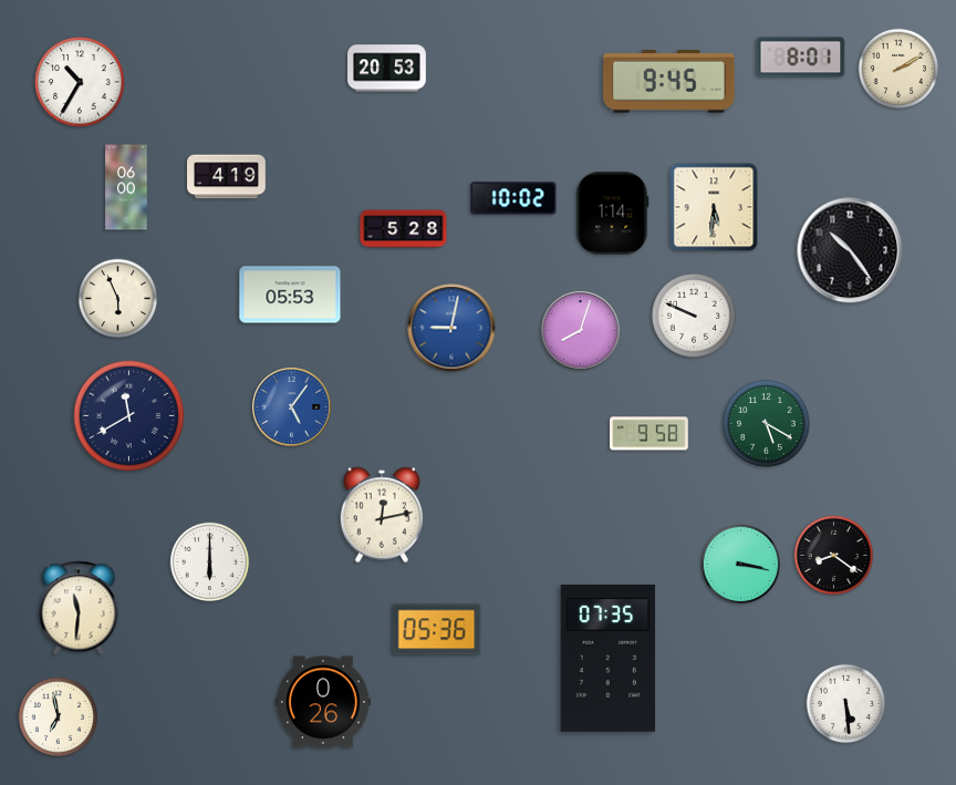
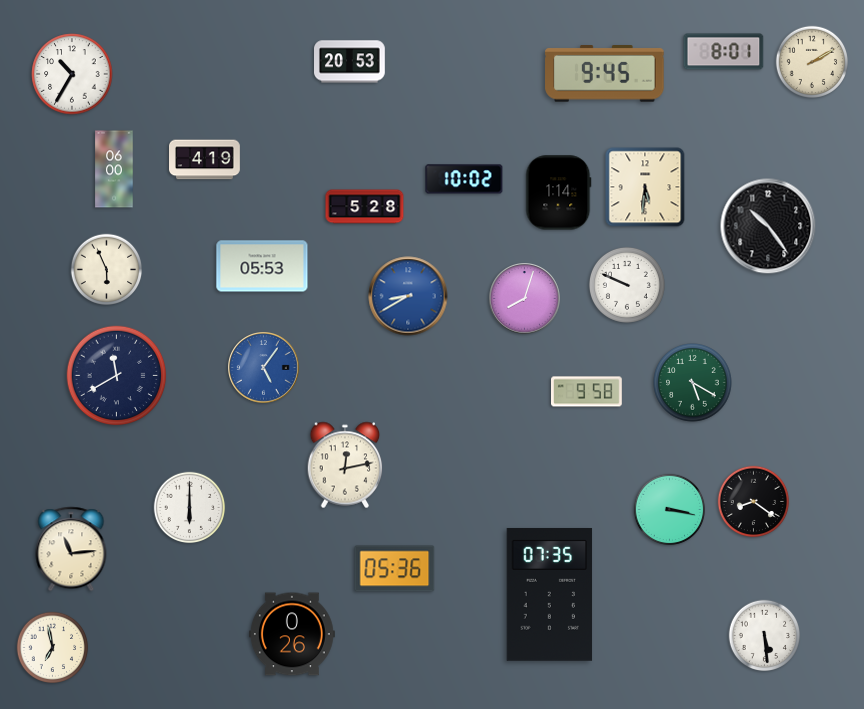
clock at (613, 214) position: (613, 214) -> (559, 193)
clock at (451, 328): 9:02 -> 8:40
clock at (79, 608): 11:31 -> 11:14
